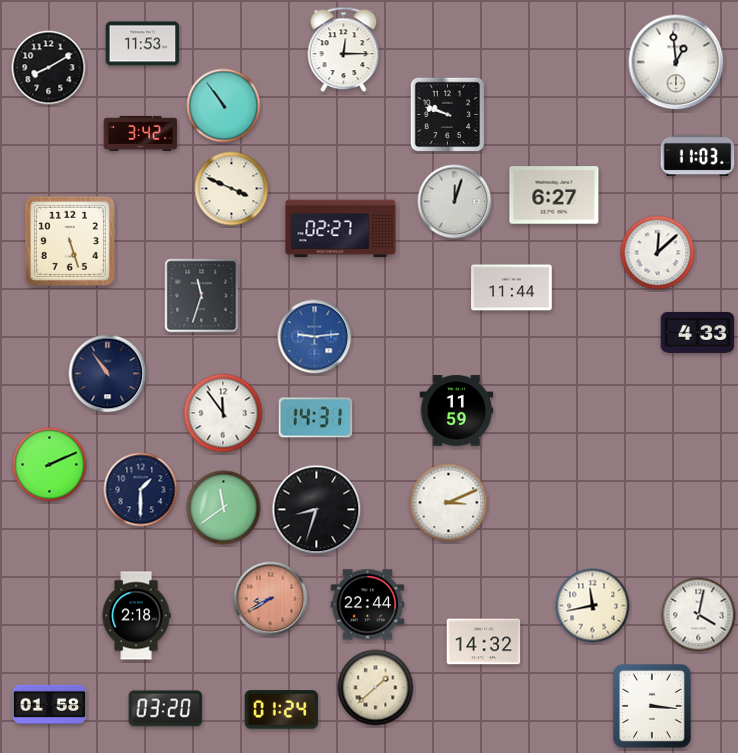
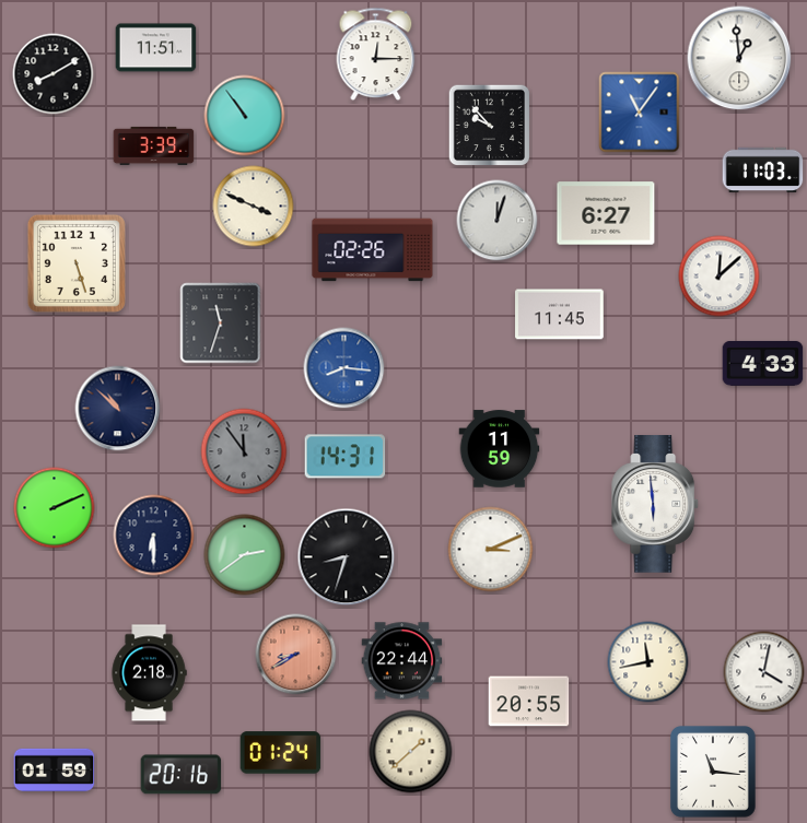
clock at (143, 44): 11:53 -> 11:51
clock at (676, 62) position: (676, 62) -> (739, 58)
clock at (640, 113): none -> 11:06
clock at (448, 115): 9:48 -> 9:53
clock at (141, 133): 3:42 -> 3:39
clock at (341, 229): 02:27 -> 02:26
clock at (512, 288): 11:44 -> 11:45
clock at (315, 337): 9:14 -> 8:16
clock at (108, 374): 10:54 -> 10:52
clock at (223, 413) dial: white -> grey
clock at (656, 504): none -> 5:59
clock at (141, 490): 1:30 -> 6:30
clock at (224, 508): 11:39 -> 2:39
clock at (484, 642): 14:32 -> 20:55
clock at (50, 704): 01:58 -> 01:59
clock at (653, 707): 3:16 -> 11:16
clock at (166, 709): 03:20 -> 20:16
clock at (282, 710) position: (282, 710) -> (281, 753)
